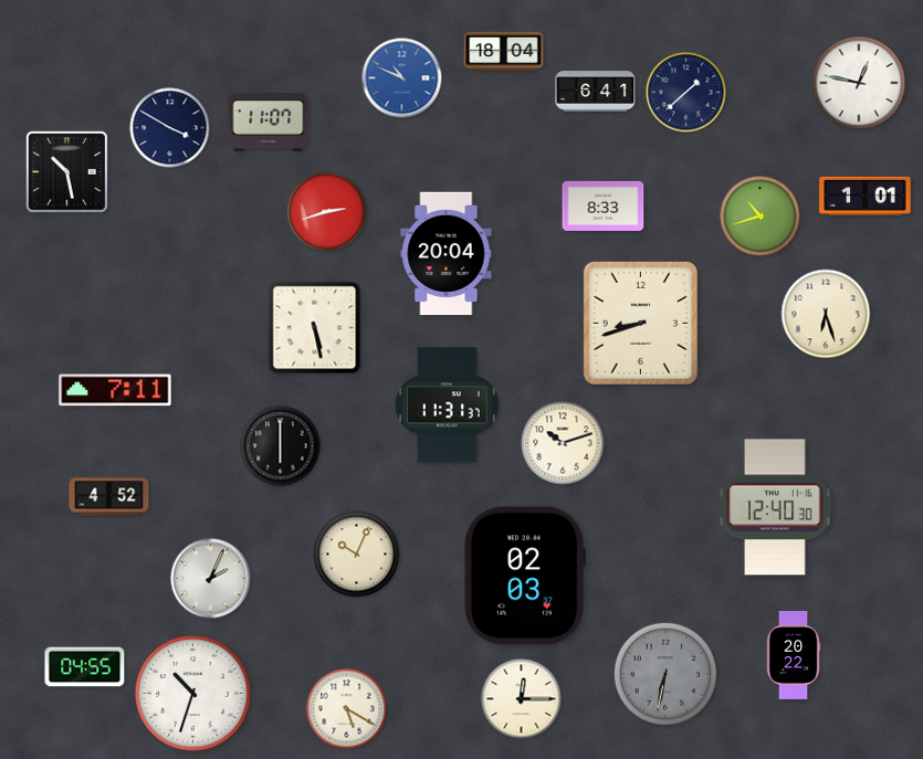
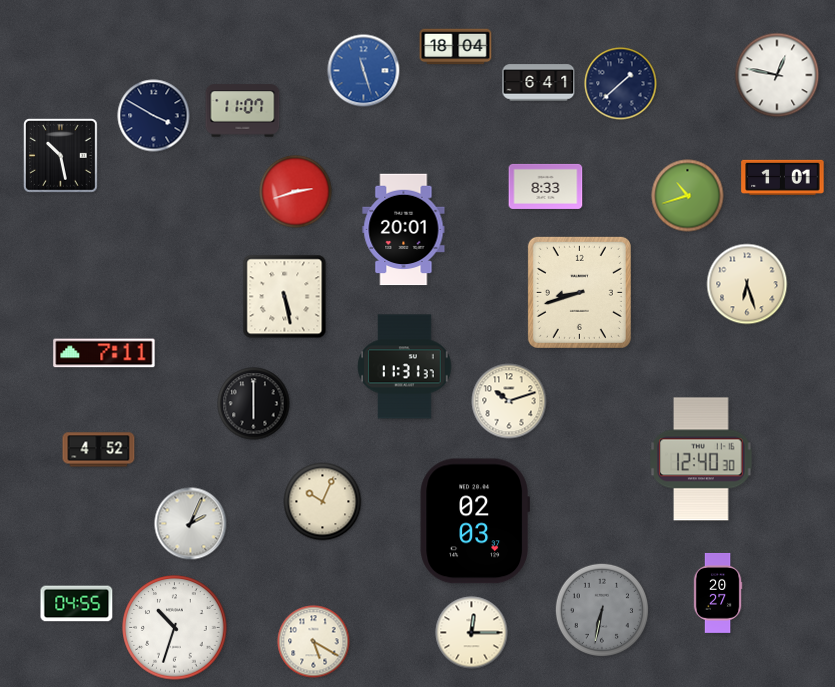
clock at (402, 78): 10:49 -> 11:27
clock at (447, 254): 20:04 -> 20:01
clock at (794, 655): 20:22 -> 20:27
